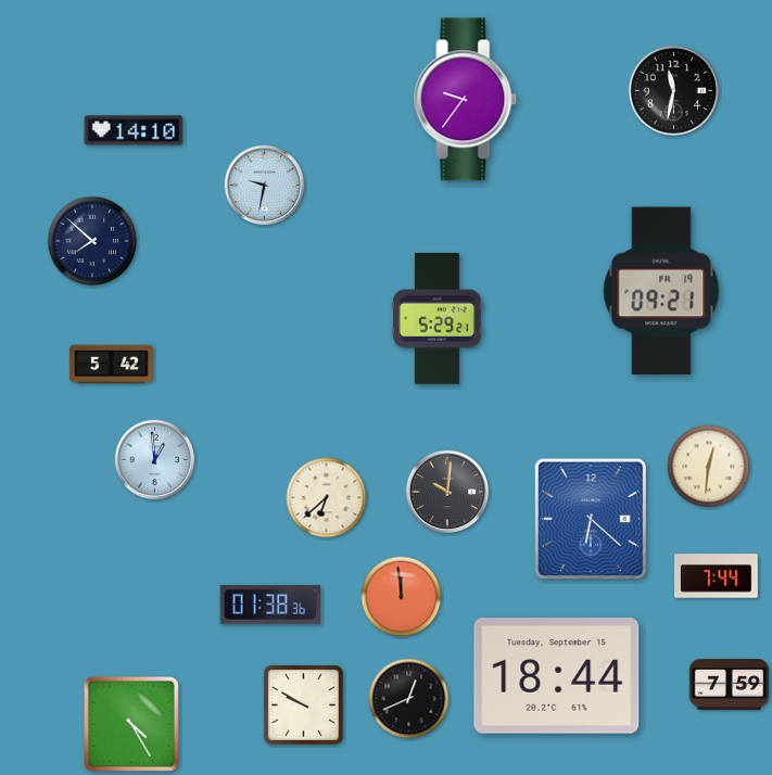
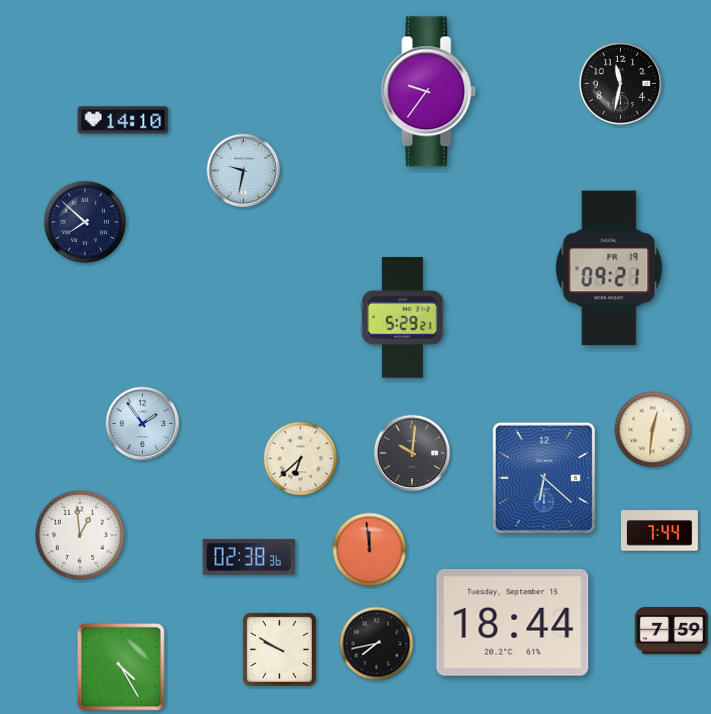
clock at (438, 319) position: (438, 319) -> (403, 318)
clock at (112, 365): 5:42 -> none
clock at (155, 460): 12:59 -> 1:54
clock at (79, 534): none -> 12:59
clock at (270, 605): 01:38 -> 02:38
clock at (409, 699): 12:41 -> 7:43
